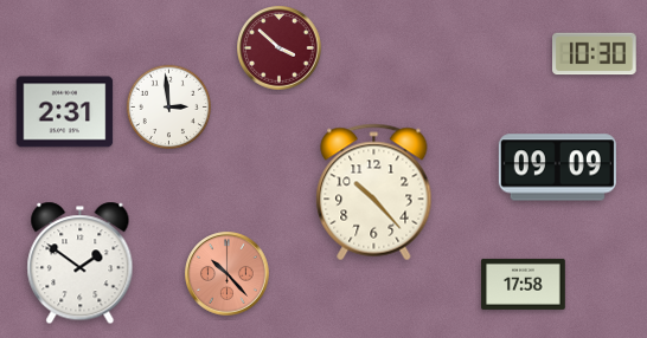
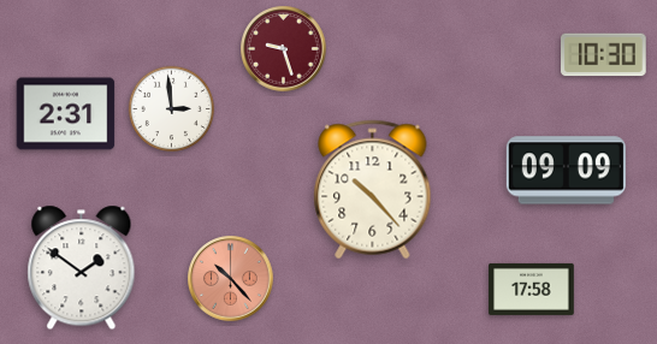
clock at (280, 48): 3:52 -> 9:27
clock at (374, 193) position: (374, 193) -> (373, 190)
